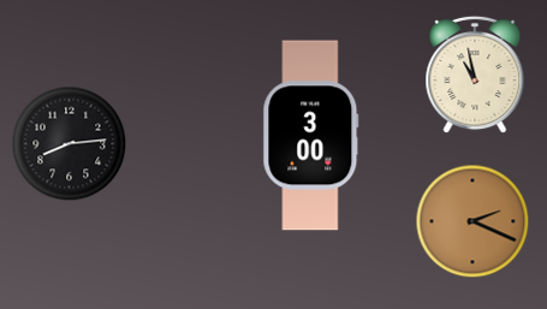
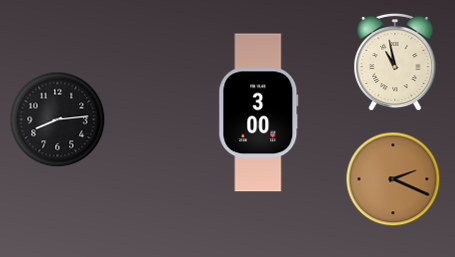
clock at (472, 221) position: (472, 221) -> (393, 179)
